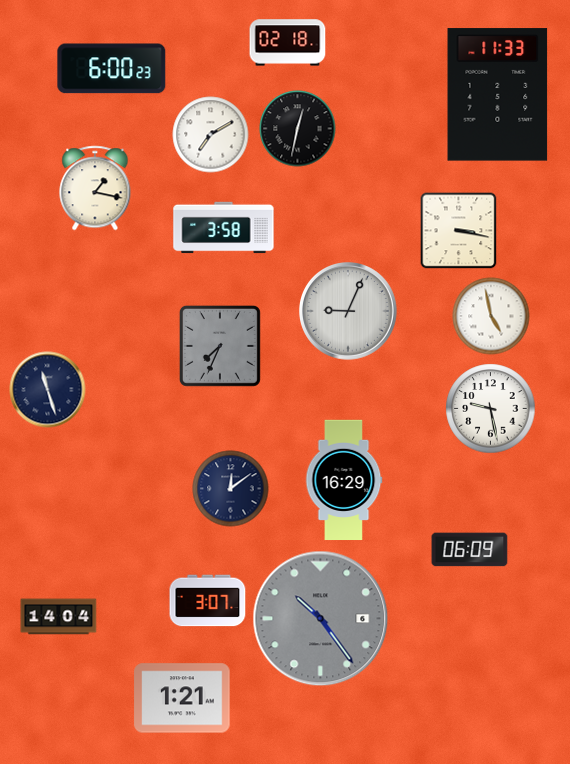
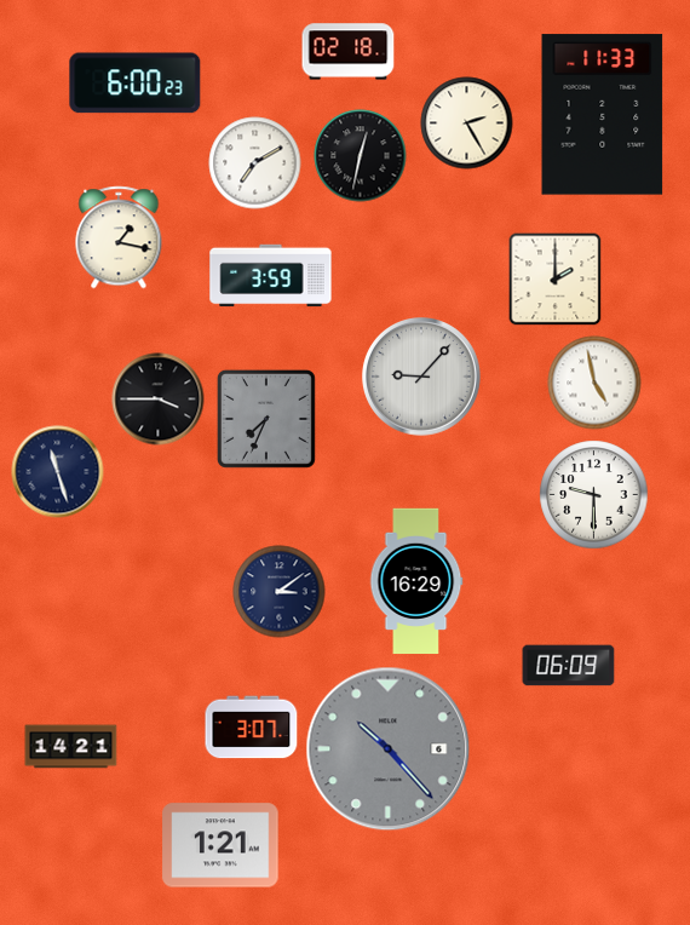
clock at (467, 123): none -> 2:25
clock at (95, 188) position: (95, 188) -> (119, 237)
clock at (224, 228): 3:58 -> 3:59
clock at (458, 231): 3:17 -> 2:00
clock at (349, 312): 9:04 -> 9:07
clock at (159, 400): none -> 3:45
clock at (491, 409): 9:28 -> 9:30
clock at (231, 489): 12:09 -> 3:09
clock at (59, 617): 14:04 -> 14:21
clock at (321, 619): 10:24 -> 10:23
